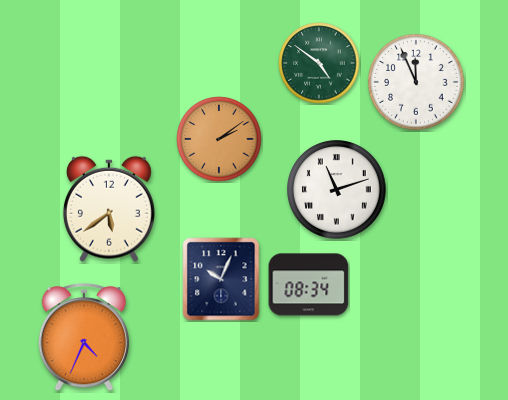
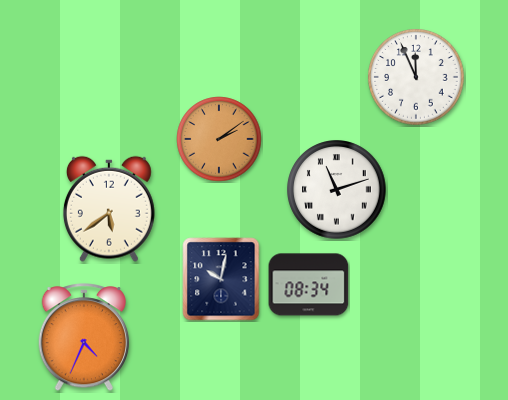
clock at (319, 63): 4:51 -> none
clock at (416, 82) position: (416, 82) -> (416, 77)
clock at (221, 279): 10:04 -> 10:02
